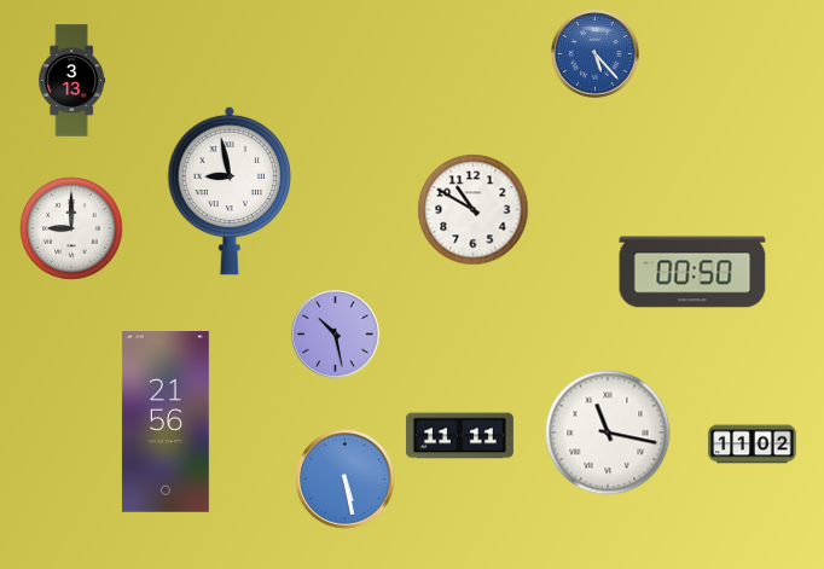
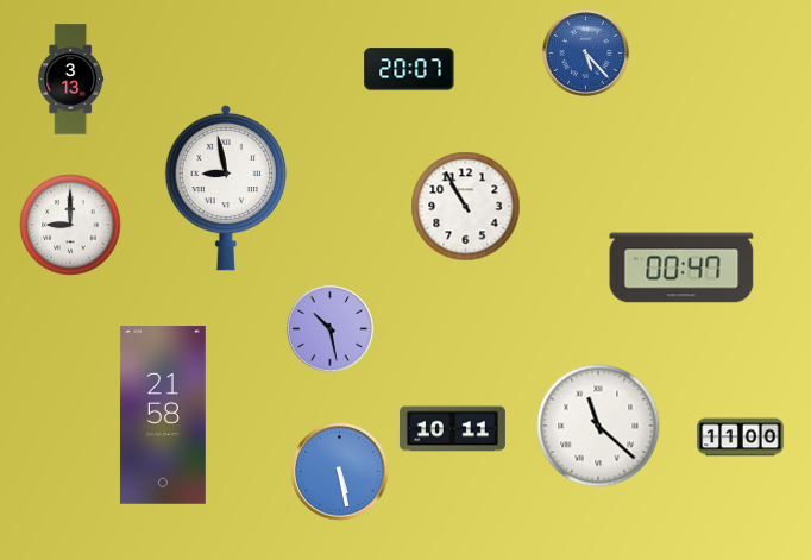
clock at (409, 69): none -> 20:07
clock at (474, 210): 10:50 -> 10:55
clock at (692, 272): 00:50 -> 00:47
clock at (166, 422): 21:56 -> 21:58
clock at (608, 432): 11:17 -> 11:22
clock at (459, 436): 11:11 -> 10:11
clock at (753, 445): 11:02 -> 11:00
